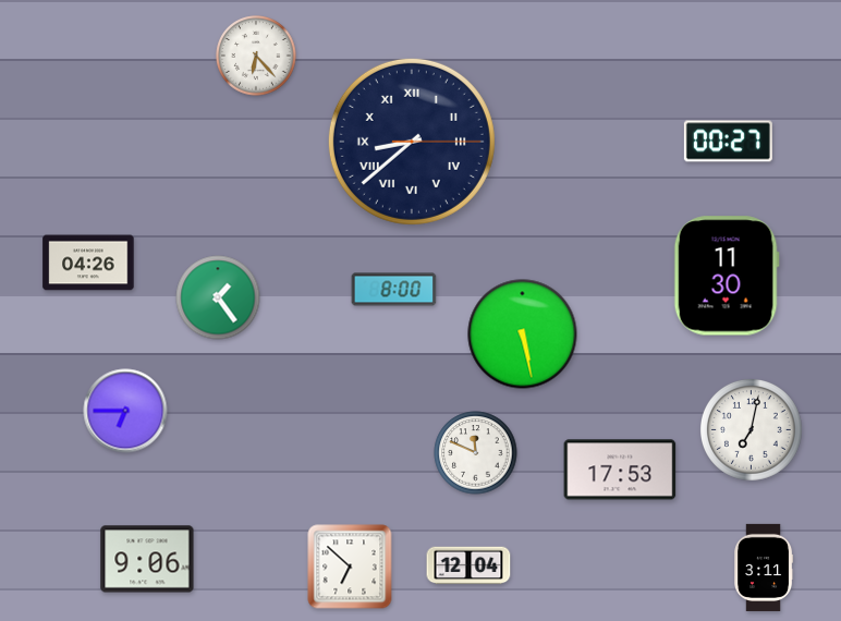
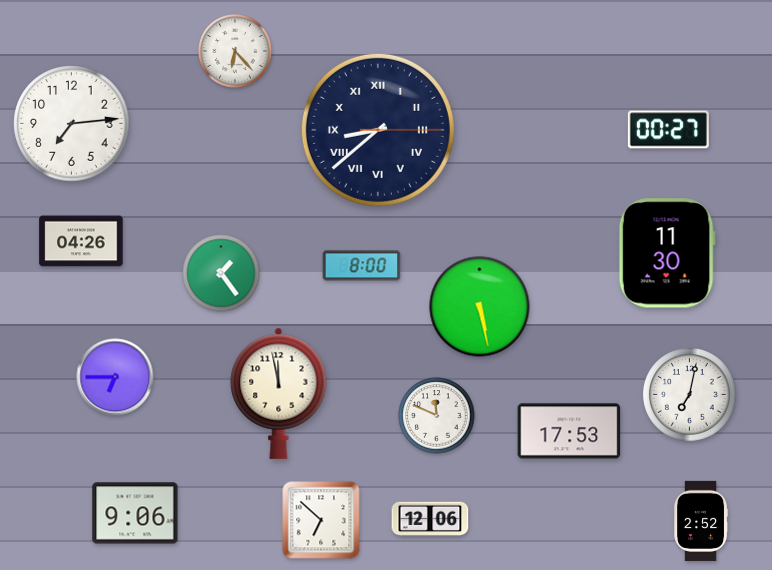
clock at (72, 124): none -> 7:14
clock at (218, 297) position: (218, 297) -> (221, 273)
clock at (279, 393): none -> 11:58
clock at (468, 565): 12:04 -> 12:06
clock at (764, 568): 3:11 -> 2:52
